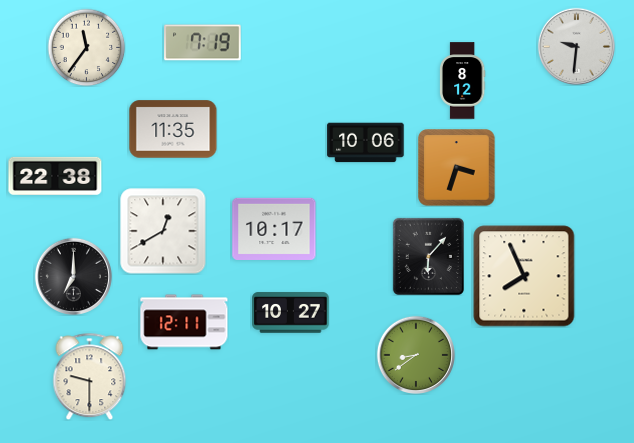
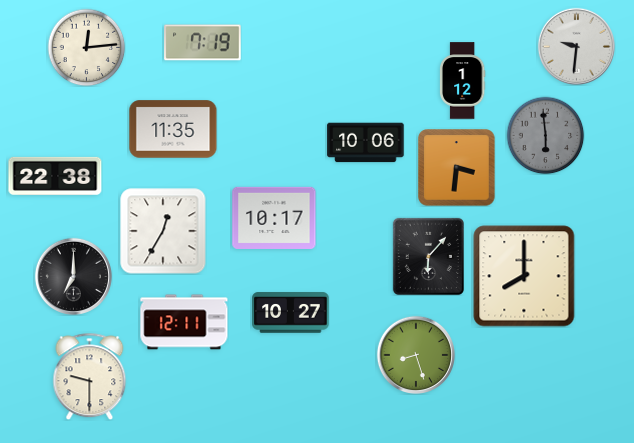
clock at (86, 47): 11:36 -> 12:14
clock at (462, 81): 8:12 -> 1:12
clock at (545, 135): none -> 5:59
clock at (457, 168): 3:33 -> 3:31
clock at (274, 229) position: (274, 229) -> (274, 218)
clock at (163, 231): 12:40 -> 12:35
clock at (524, 276): 7:56 -> 8:00
clock at (415, 354): 8:39 -> 8:27
